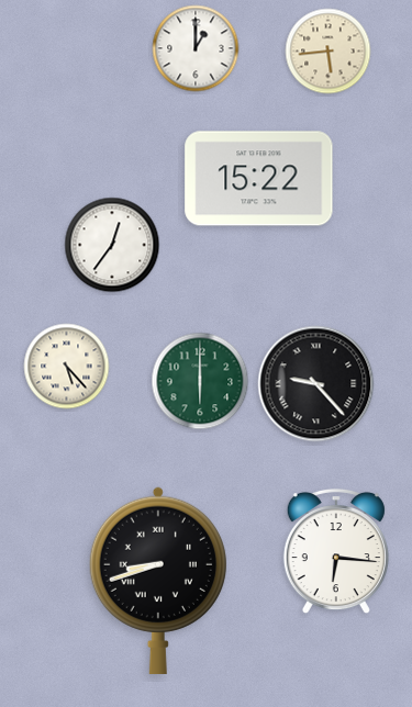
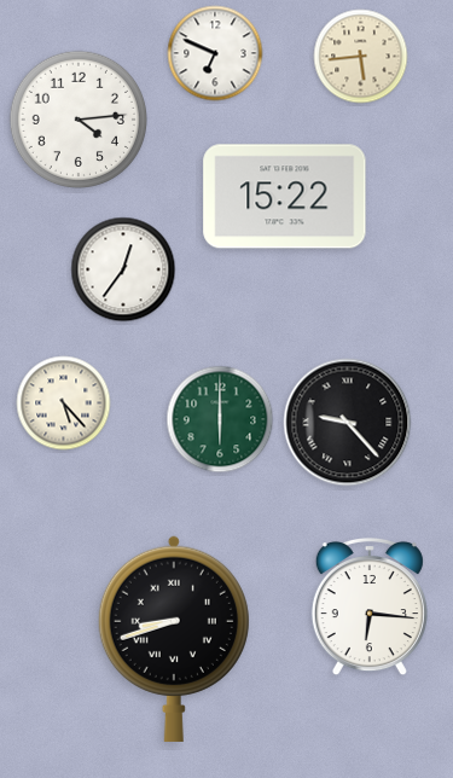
clock at (196, 48): 1:00 -> 6:49
clock at (77, 118): none -> 4:14
clock at (67, 367) position: (67, 367) -> (64, 403)
